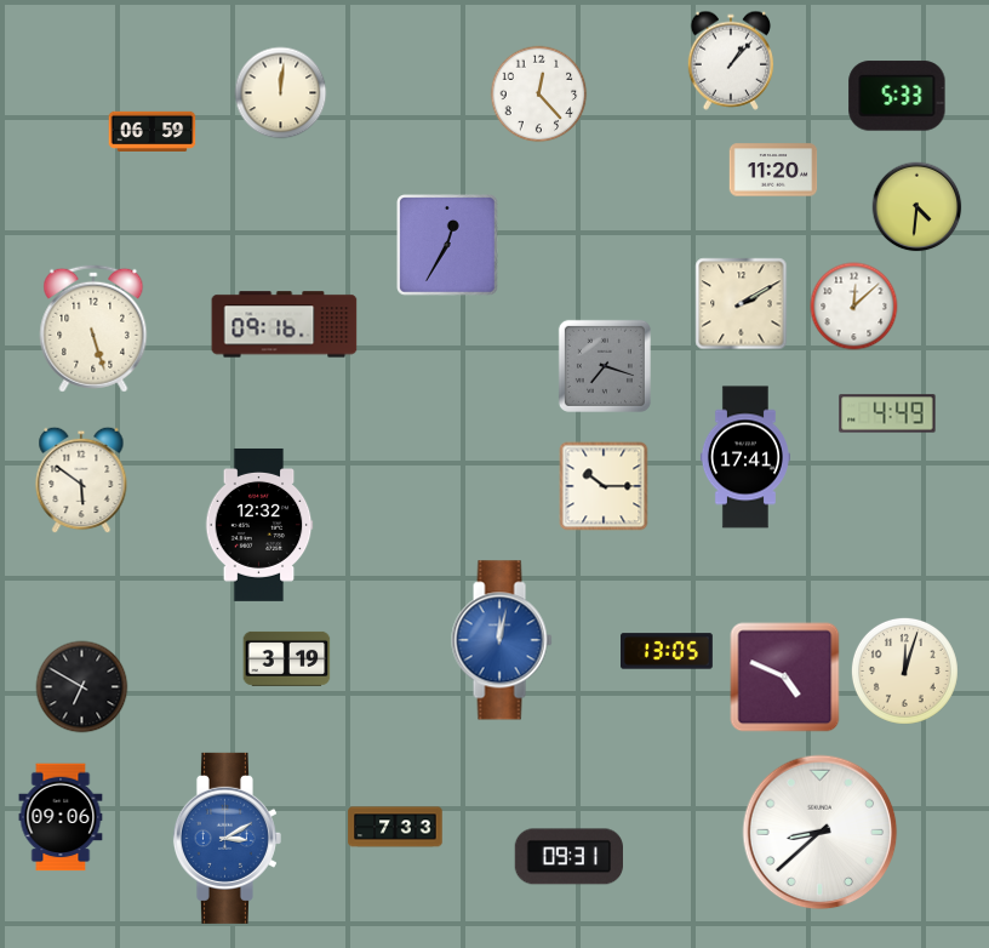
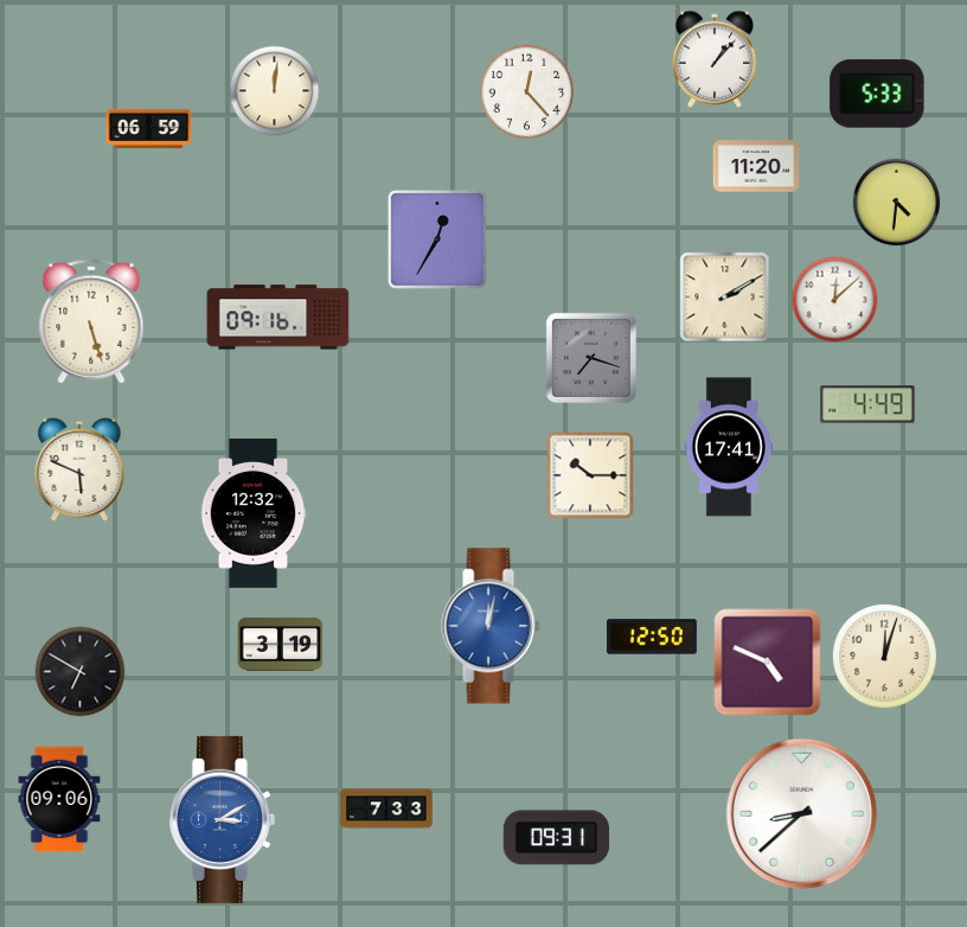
clock at (81, 480): 5:51 -> 5:49
clock at (668, 651): 13:05 -> 12:50
